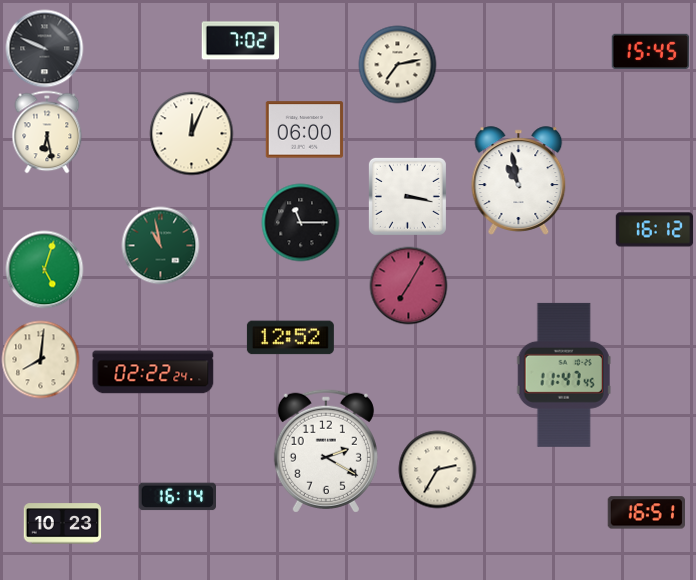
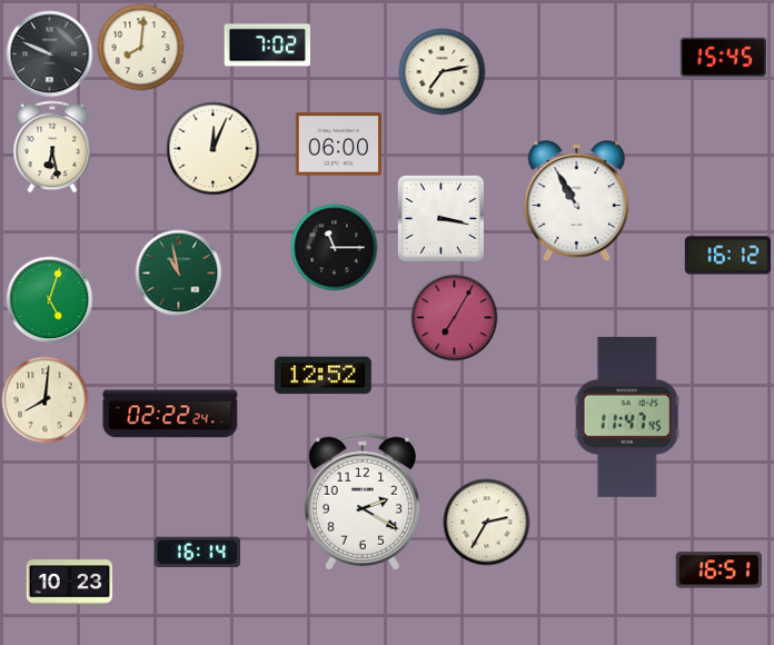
clock at (140, 47): none -> 8:01
clock at (519, 181): 10:58 -> 10:55
clock at (407, 196) position: (407, 196) -> (440, 218)
